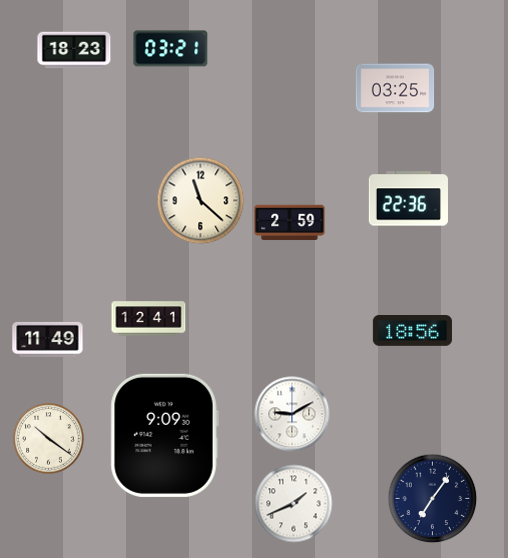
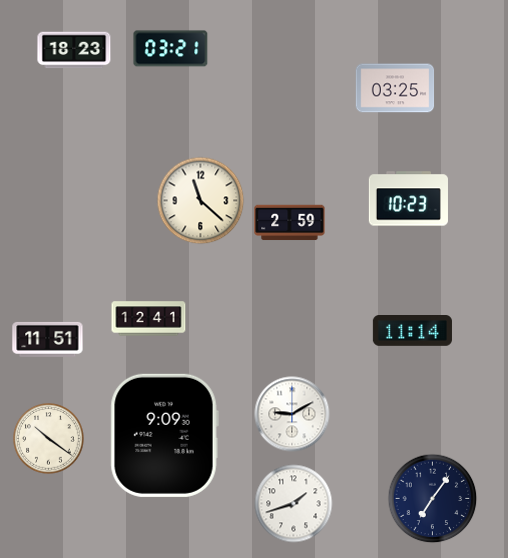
clock at (408, 199): 22:36 -> 10:23
clock at (412, 331): 18:56 -> 11:14
clock at (48, 339): 11:49 -> 11:51
clock at (294, 504): 1:41 -> 1:42
